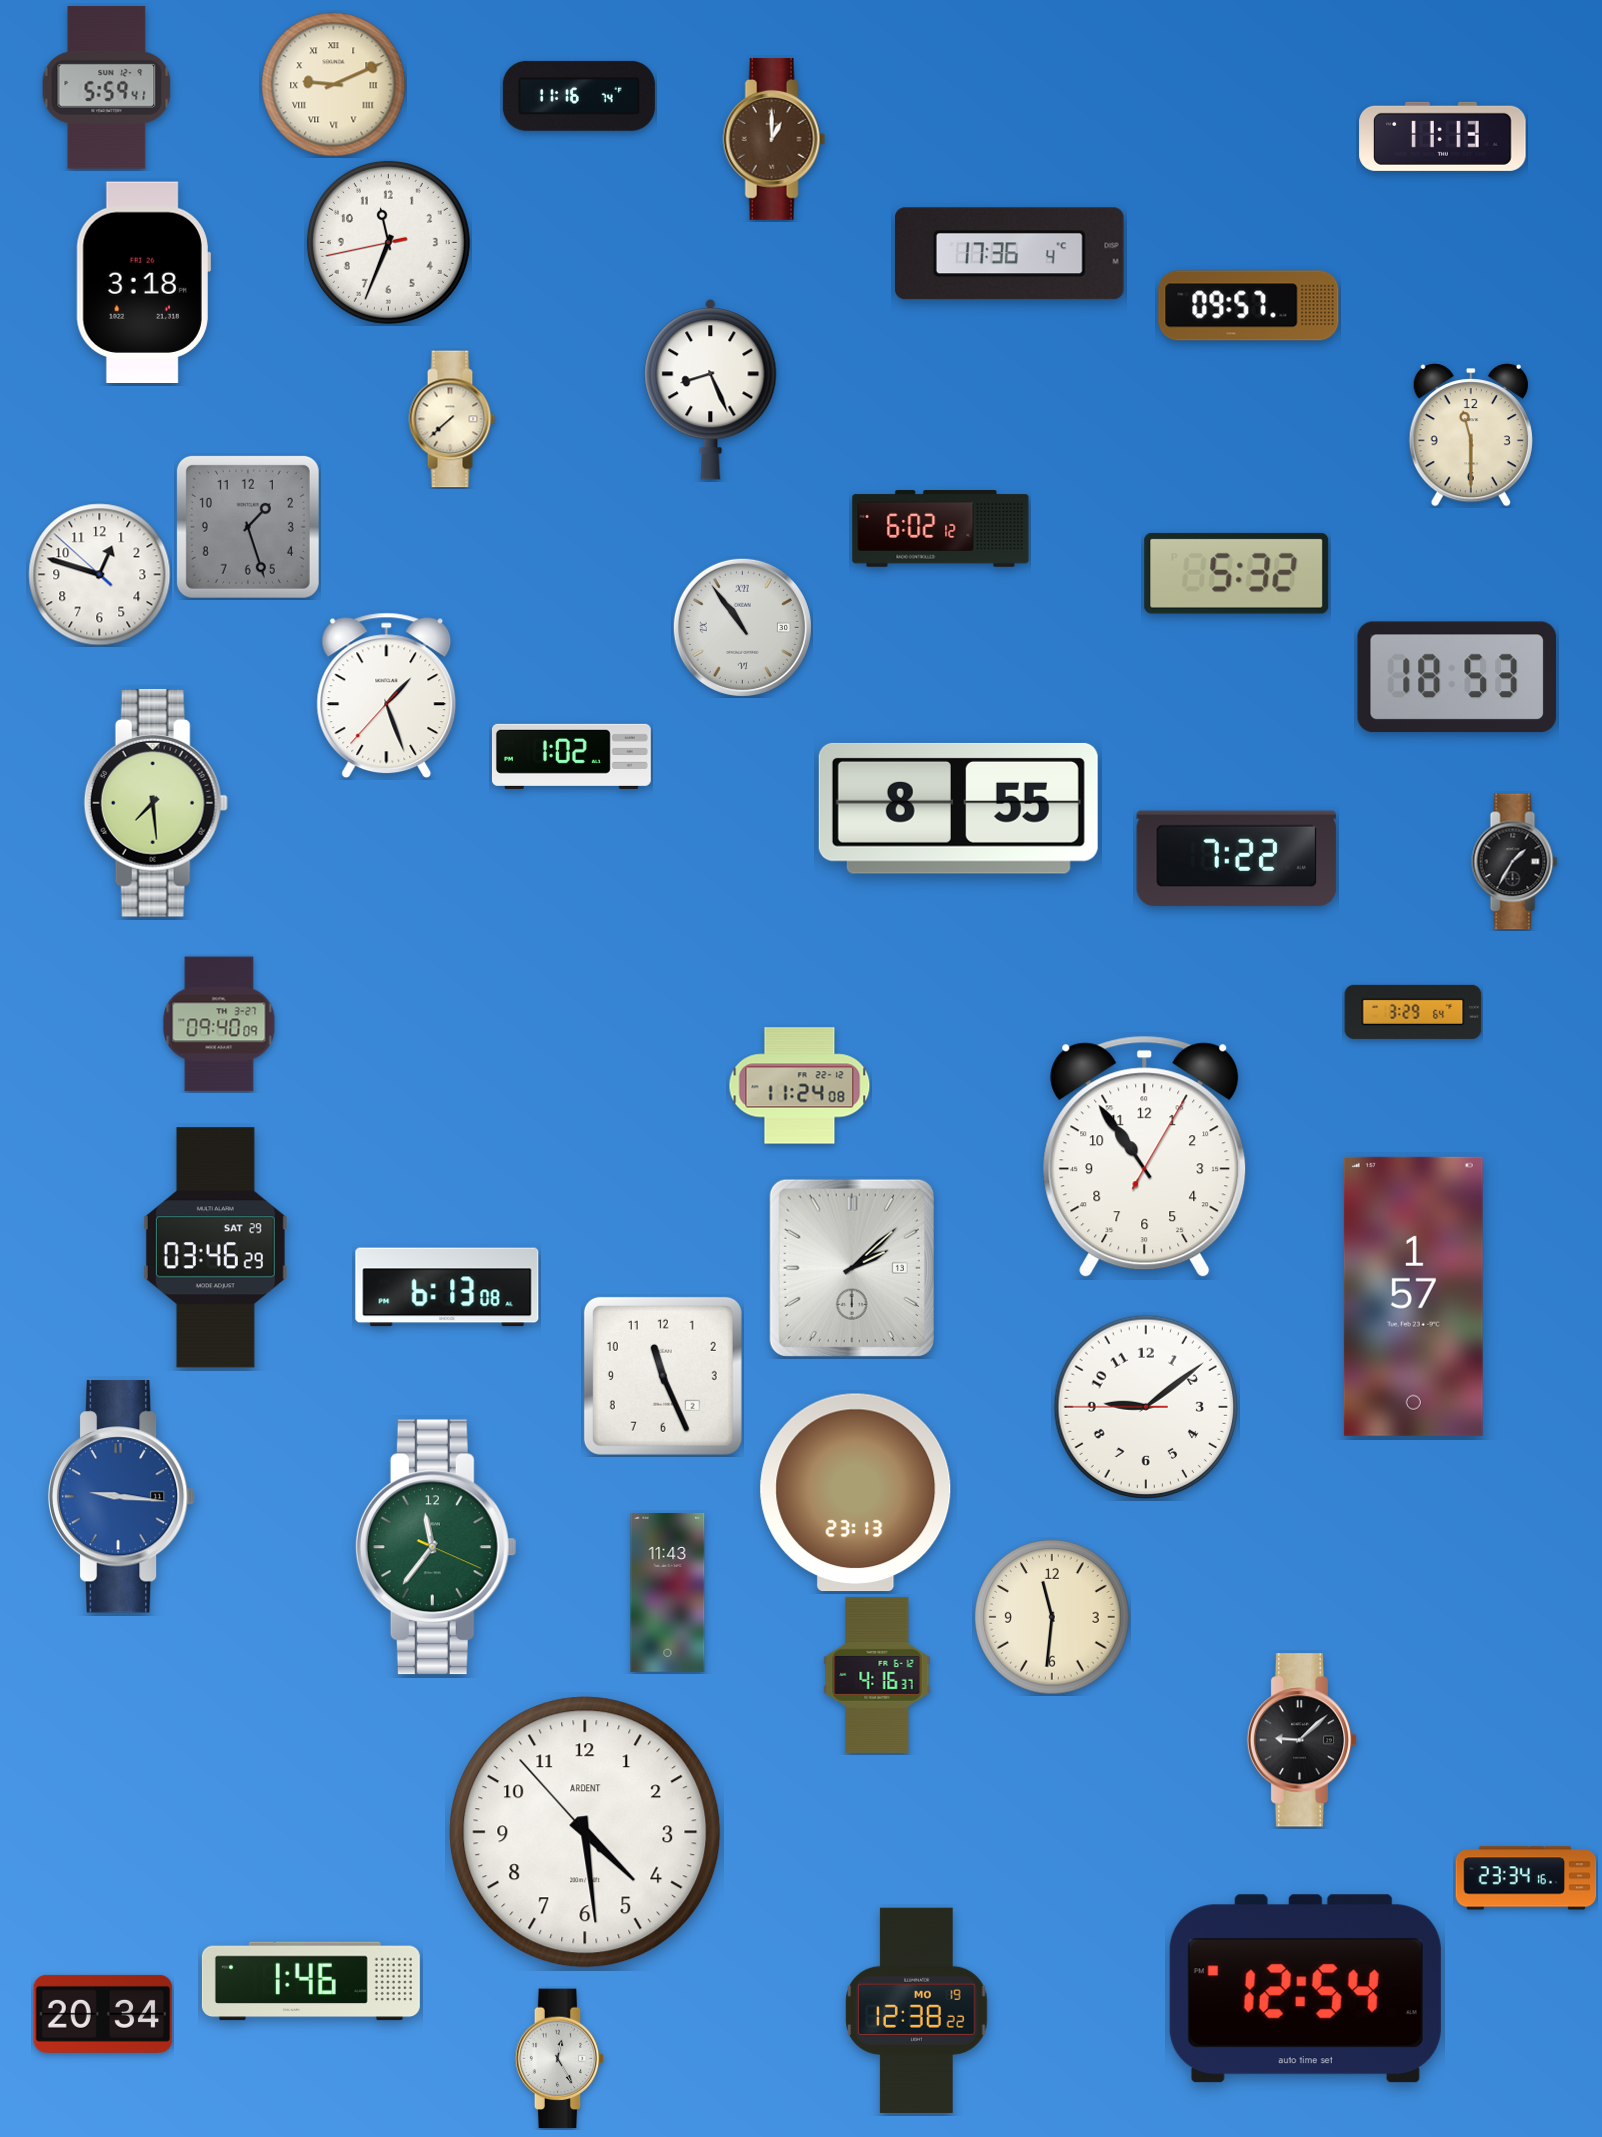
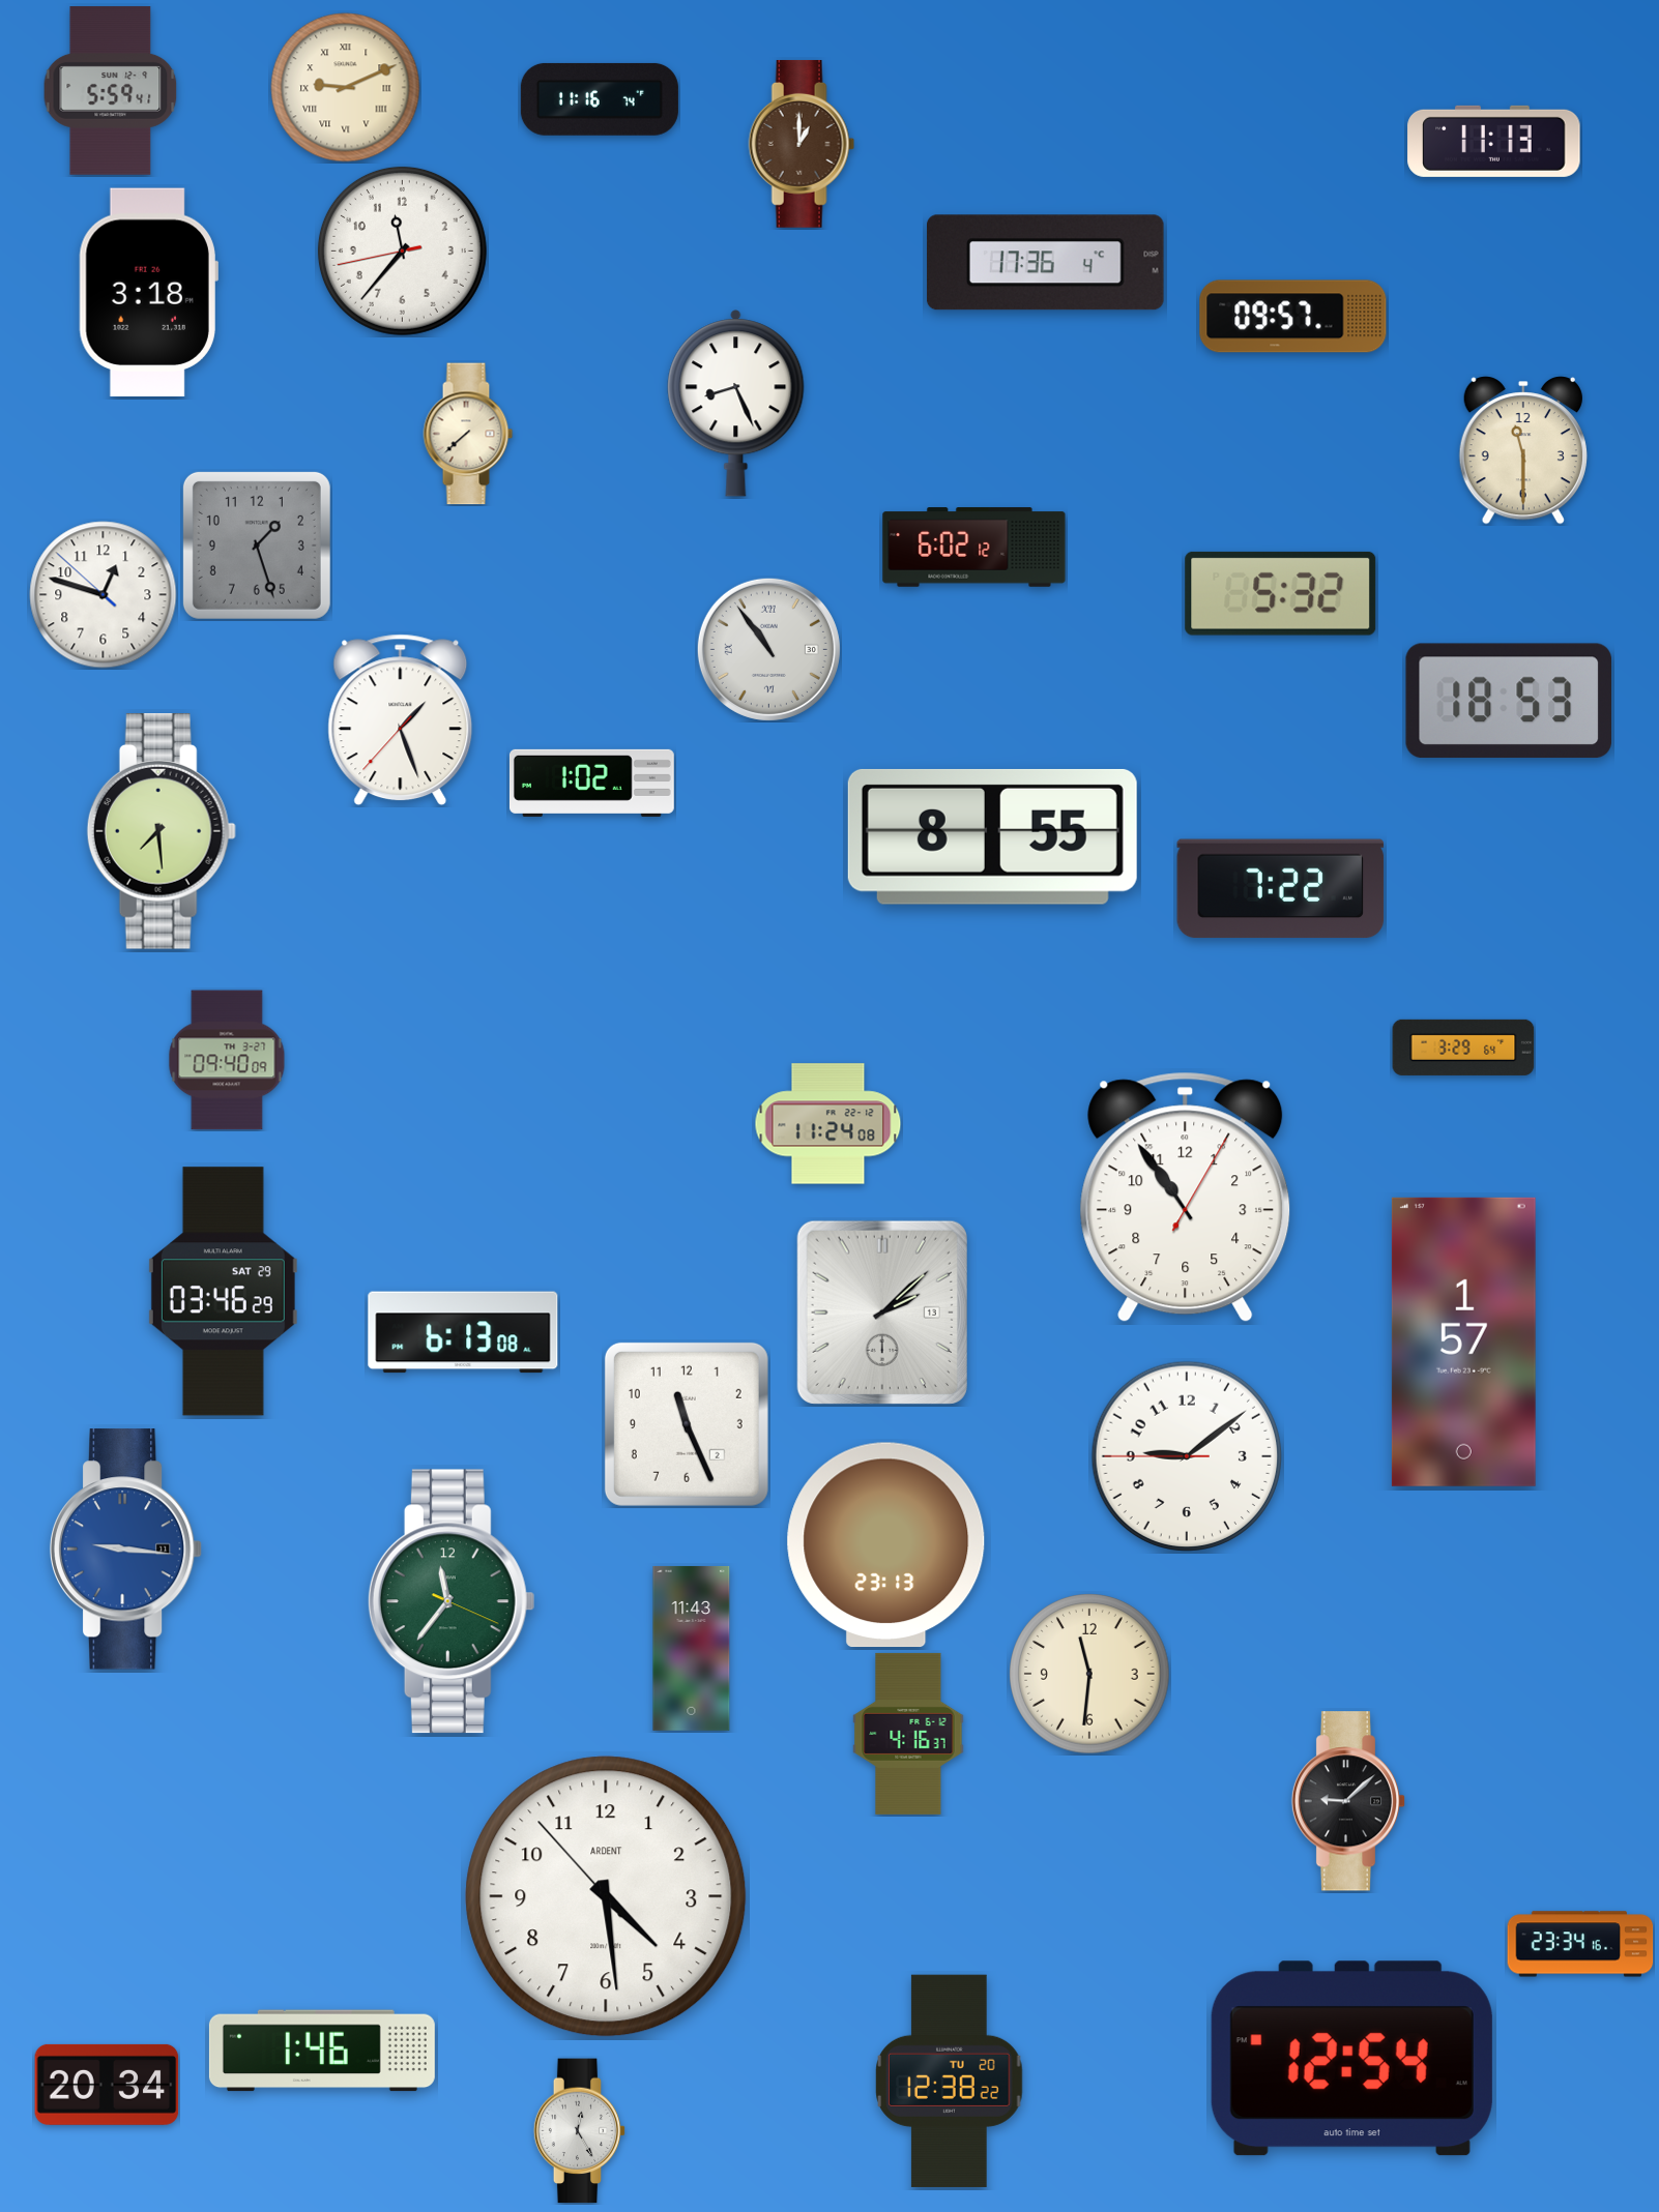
clock at (388, 242): 11:33 -> 11:36
clock at (1515, 862): 1:35 -> none
clock at (917, 2010) date: MO 19 -> TU 20
